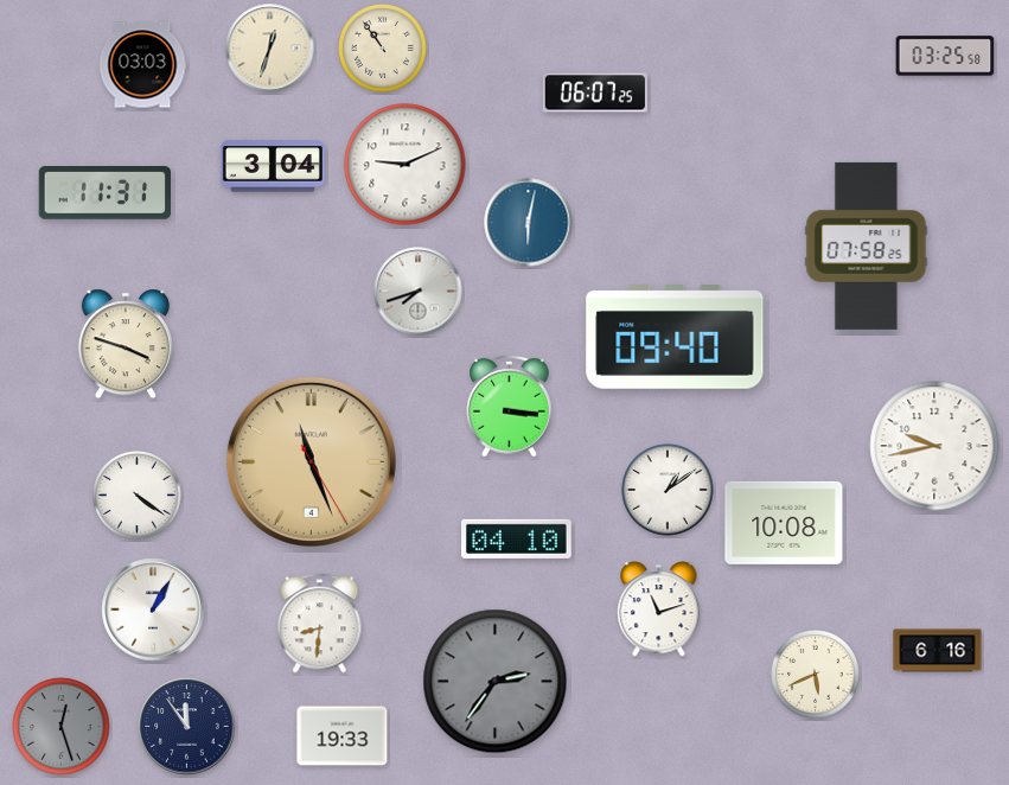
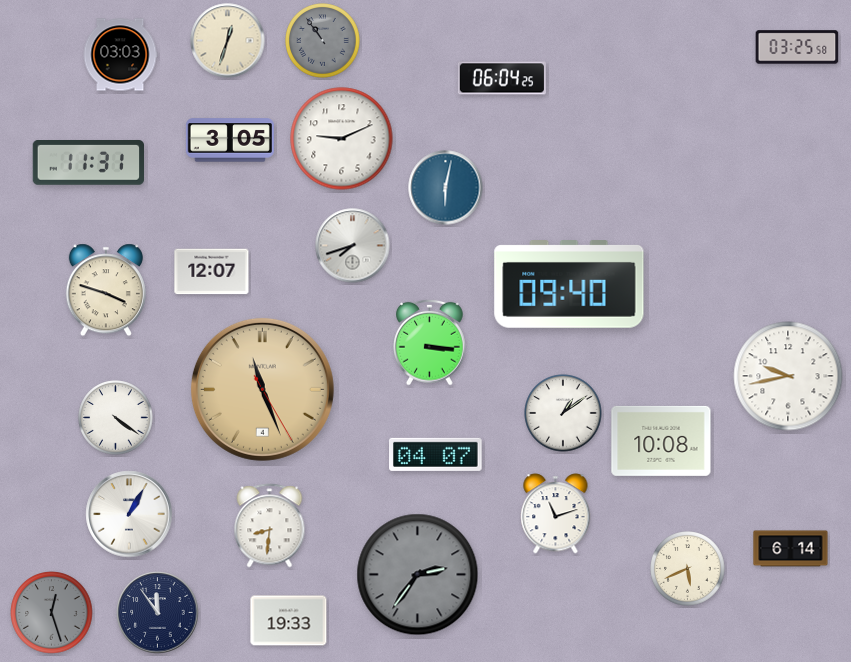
clock at (383, 49) dial: cream -> grey
clock at (595, 92): 06:07 -> 06:04
clock at (273, 166): 3:04 -> 3:05
clock at (867, 245): 07:58 -> none
clock at (212, 272): none -> 12:07
clock at (517, 538): 04:10 -> 04:07
clock at (938, 651): 6:16 -> 6:14
